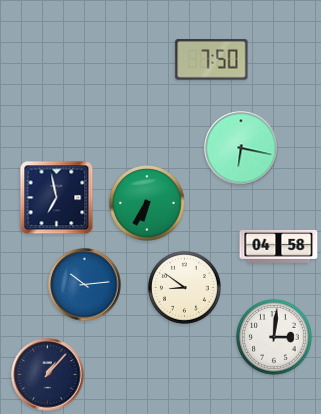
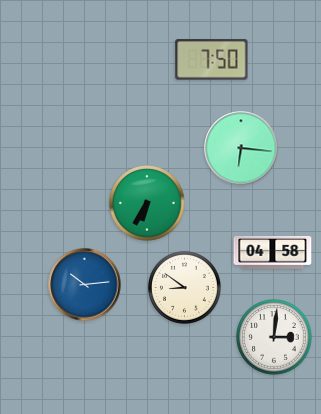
clock at (241, 148): 6:17 -> 6:16
clock at (57, 198): 6:58 -> none
clock at (279, 246) position: (279, 246) -> (273, 252)
clock at (48, 375): 1:07 -> none
